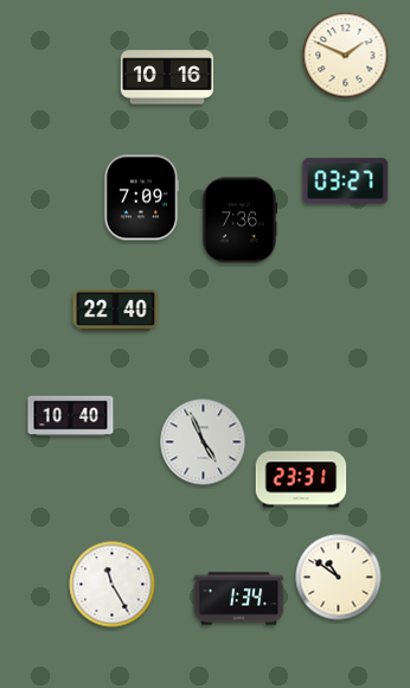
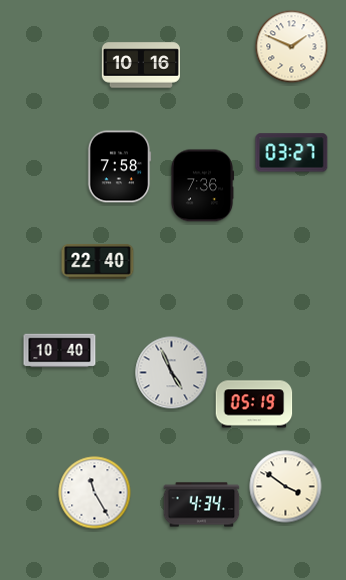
clock at (141, 198): 7:09 -> 7:58
clock at (301, 479): 23:31 -> 05:19
clock at (339, 578): 10:51 -> 3:51
clock at (239, 599): 1:34 -> 4:34
